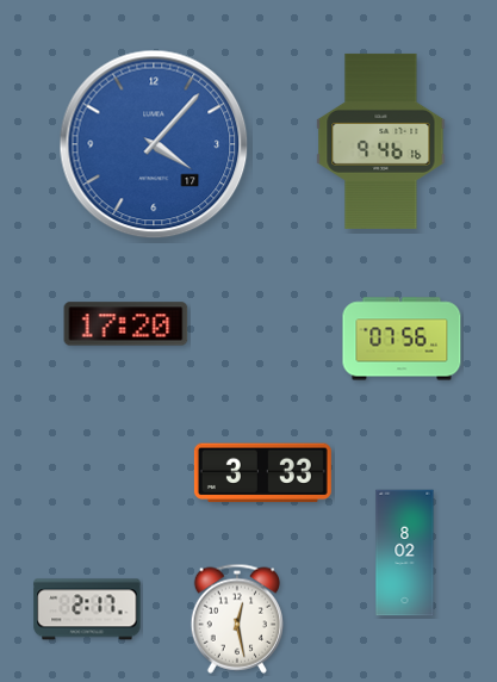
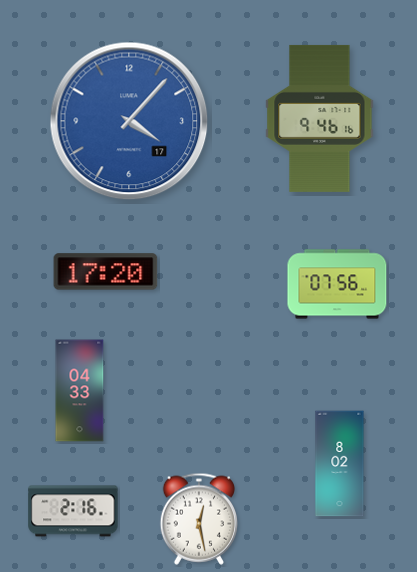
clock at (80, 391): none -> 04:33
clock at (262, 473): 3:33 -> none
clock at (87, 609): 2:17 -> 2:16
